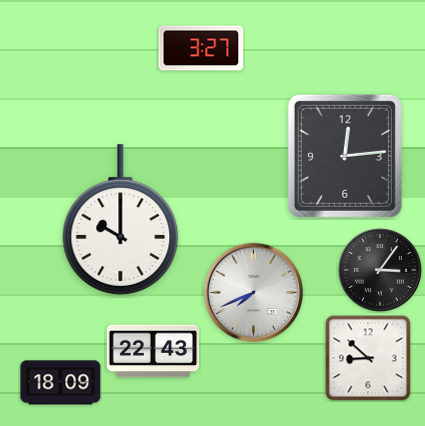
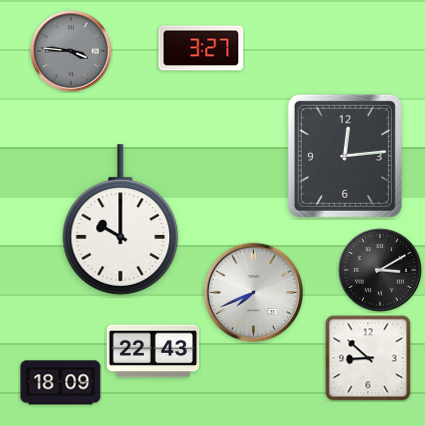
clock at (71, 51): none -> 3:46
clock at (380, 270): 3:06 -> 3:10
